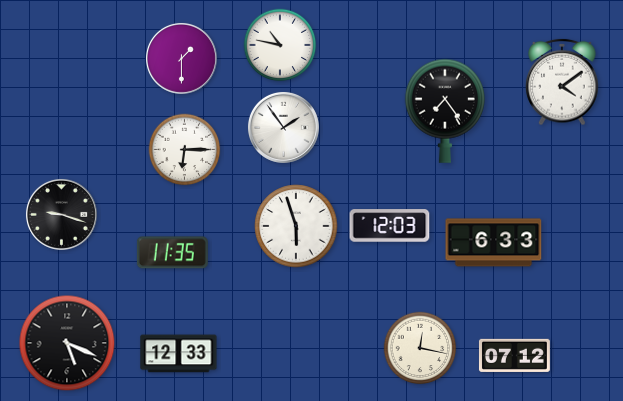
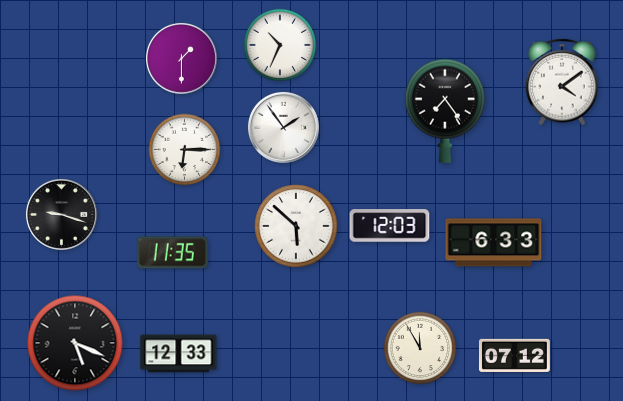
clock at (280, 45): 10:47 -> 10:34
clock at (296, 226): 5:57 -> 5:52
clock at (67, 343) position: (67, 343) -> (75, 343)
clock at (420, 348): 12:17 -> 11:55
